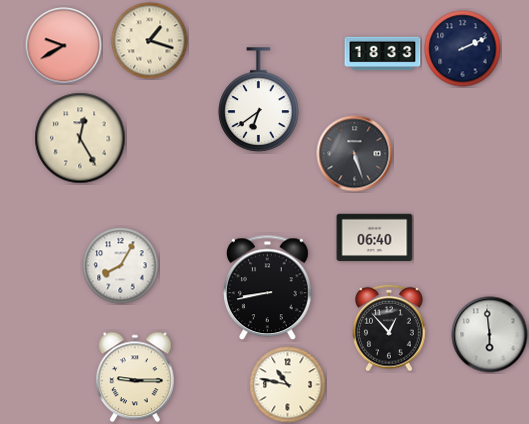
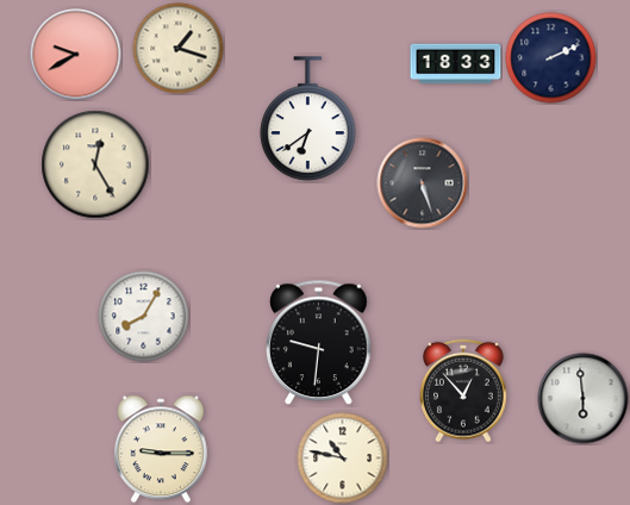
clock at (375, 238): 06:40 -> none
clock at (268, 288): 8:43 -> 9:31
